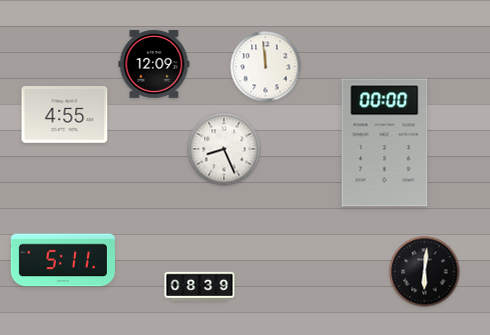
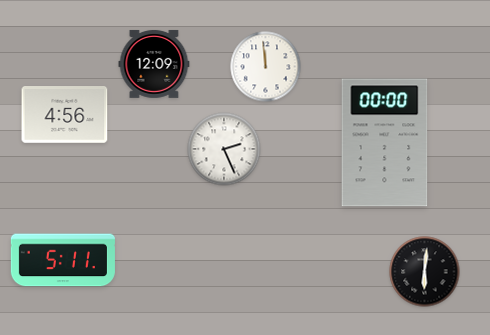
clock at (65, 115): 4:55 -> 4:56
clock at (224, 149): 8:26 -> 2:26
clock at (200, 286): 08:39 -> none
